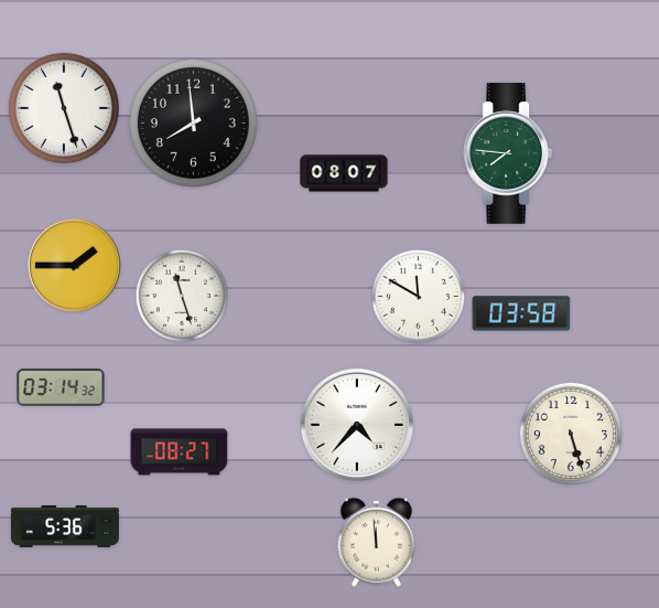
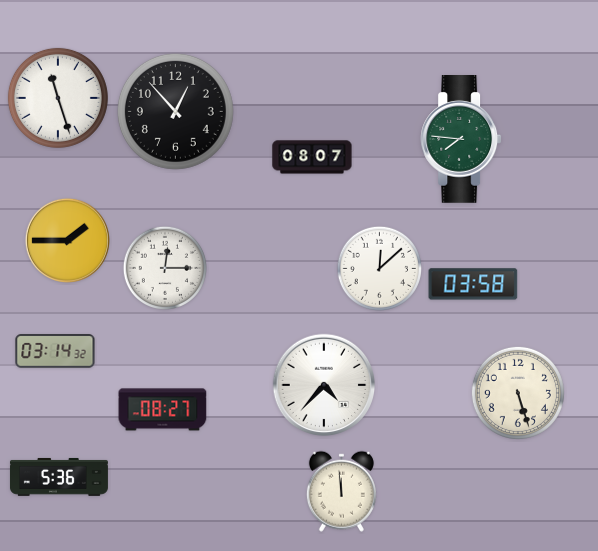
clock at (193, 122): 7:59 -> 12:53
clock at (181, 295): 11:27 -> 12:15
clock at (418, 296): 11:50 -> 12:08
